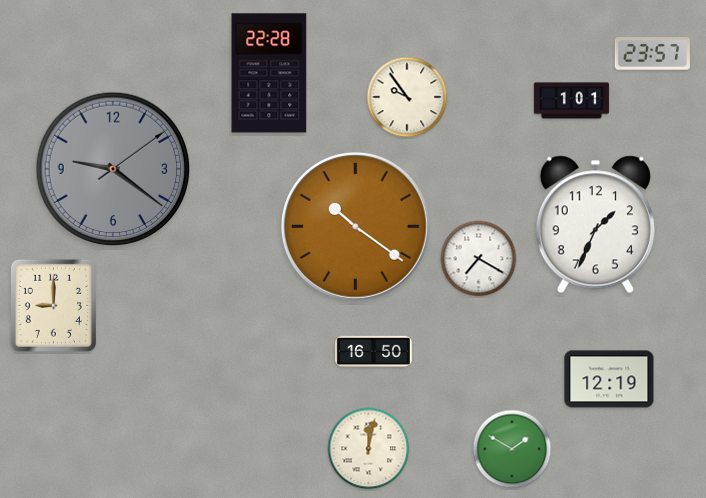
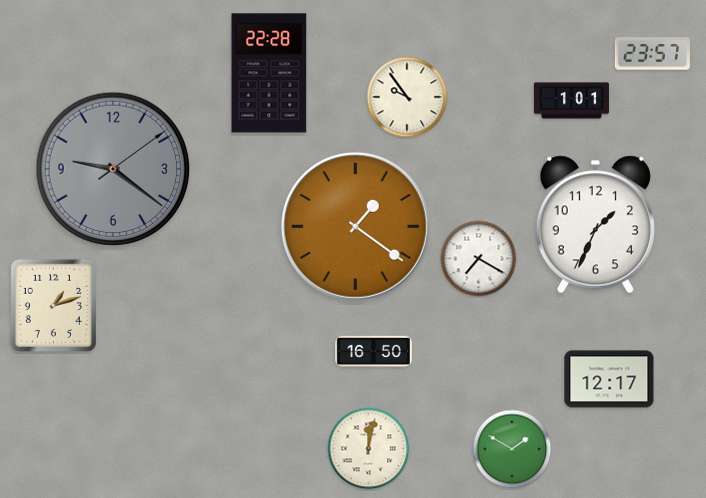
clock at (355, 226): 10:21 -> 1:21
clock at (53, 305): 9:00 -> 1:12
clock at (609, 379): 12:19 -> 12:17
